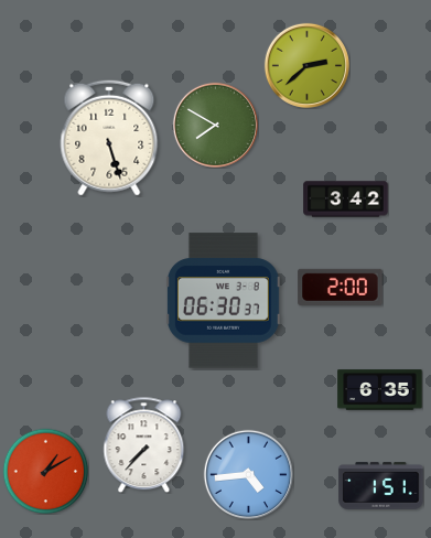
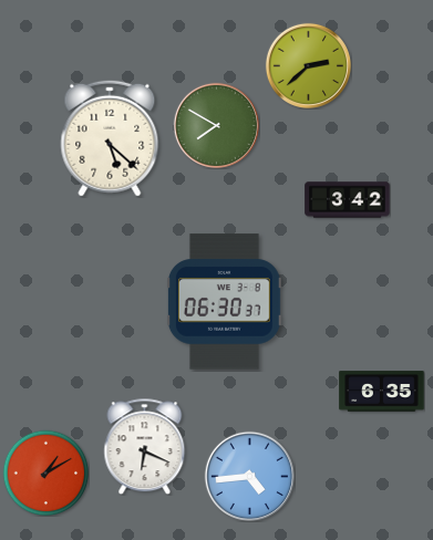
clock at (109, 138): 5:27 -> 5:22
clock at (341, 287): 2:00 -> none
clock at (144, 444): 7:37 -> 6:19
clock at (381, 486): 1:51 -> none
